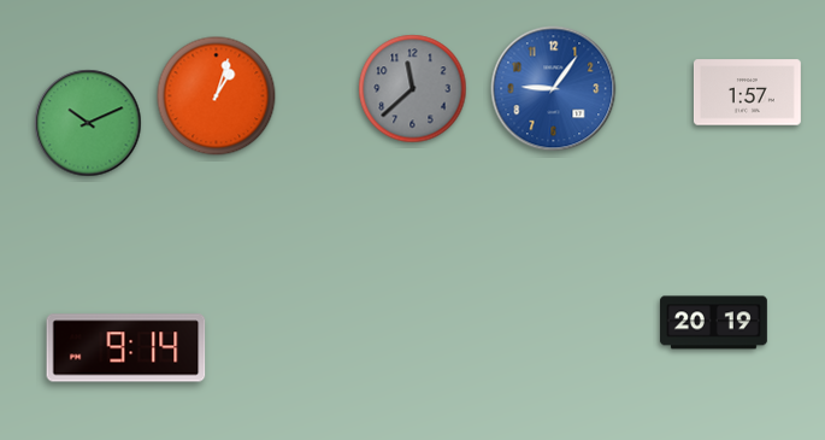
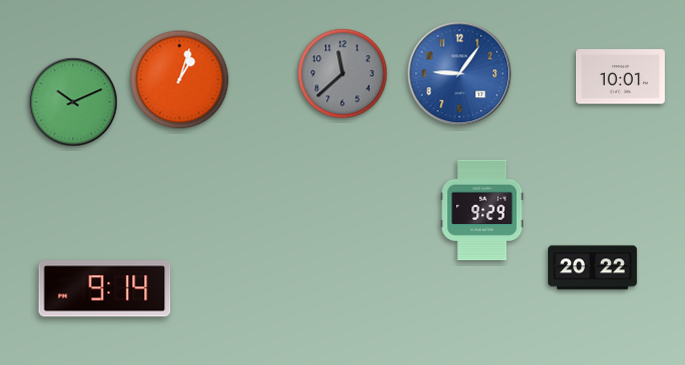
clock at (747, 93): 1:57 -> 10:01
clock at (482, 210): none -> 9:29
clock at (713, 323): 20:19 -> 20:22
